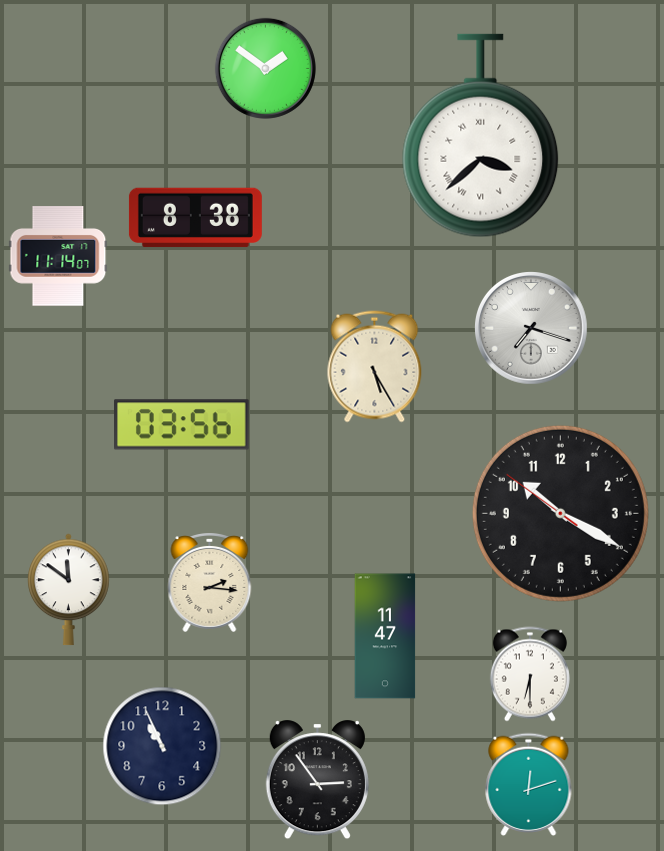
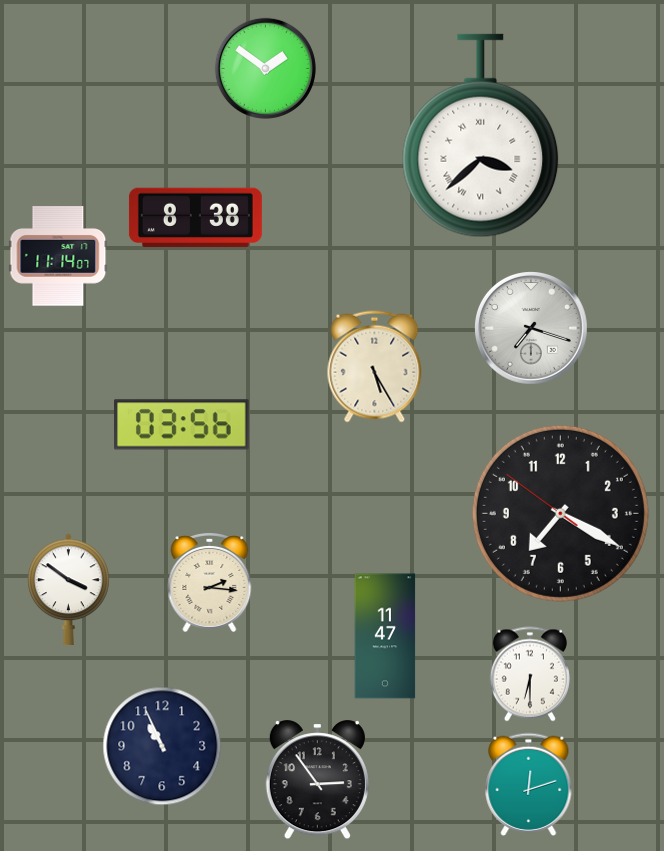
clock at (560, 513): 10:19 -> 7:19
clock at (69, 590): 11:51 -> 3:51
